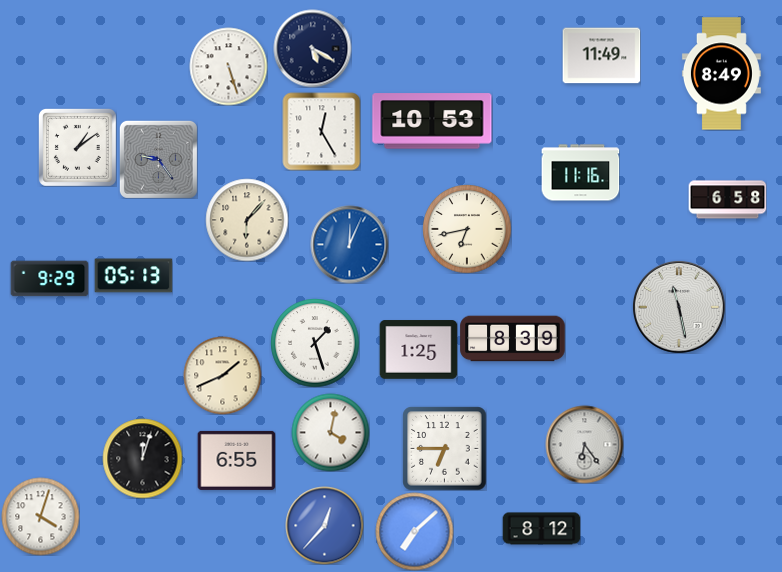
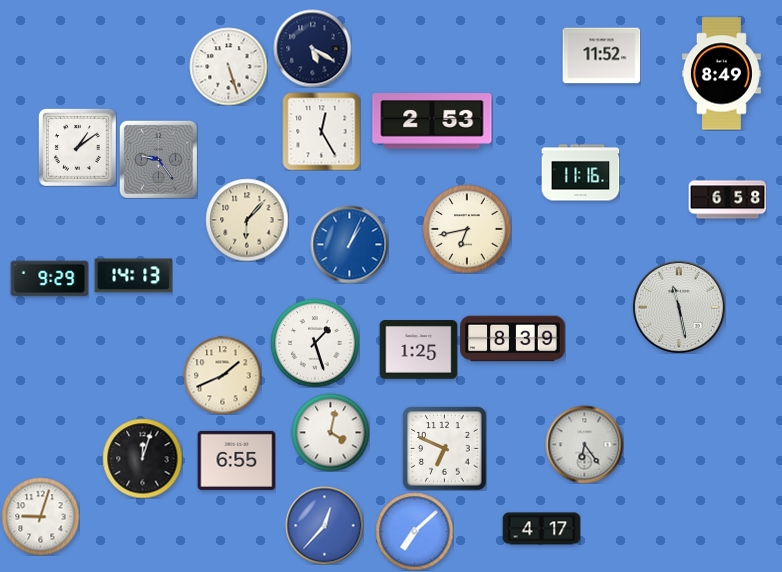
clock at (601, 56): 11:49 -> 11:52
clock at (432, 121): 10:53 -> 2:53
clock at (349, 244): 12:04 -> 1:04
clock at (133, 276): 05:13 -> 14:13
clock at (444, 448): 6:45 -> 6:49
clock at (40, 516): 4:03 -> 9:03
clock at (541, 529): 8:12 -> 4:17
